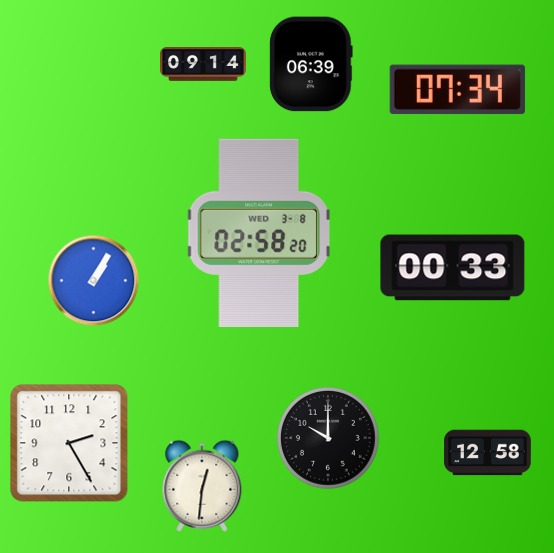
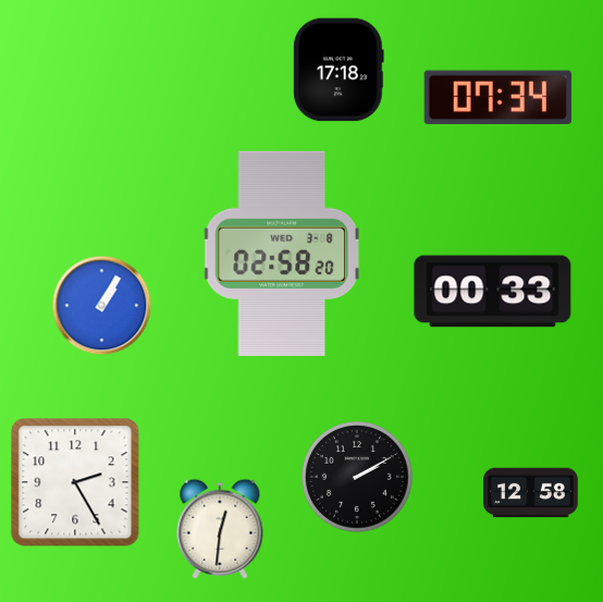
clock at (311, 64): 06:39 -> 17:18
clock at (204, 65): 09:14 -> none
clock at (329, 439): 10:00 -> 2:10
